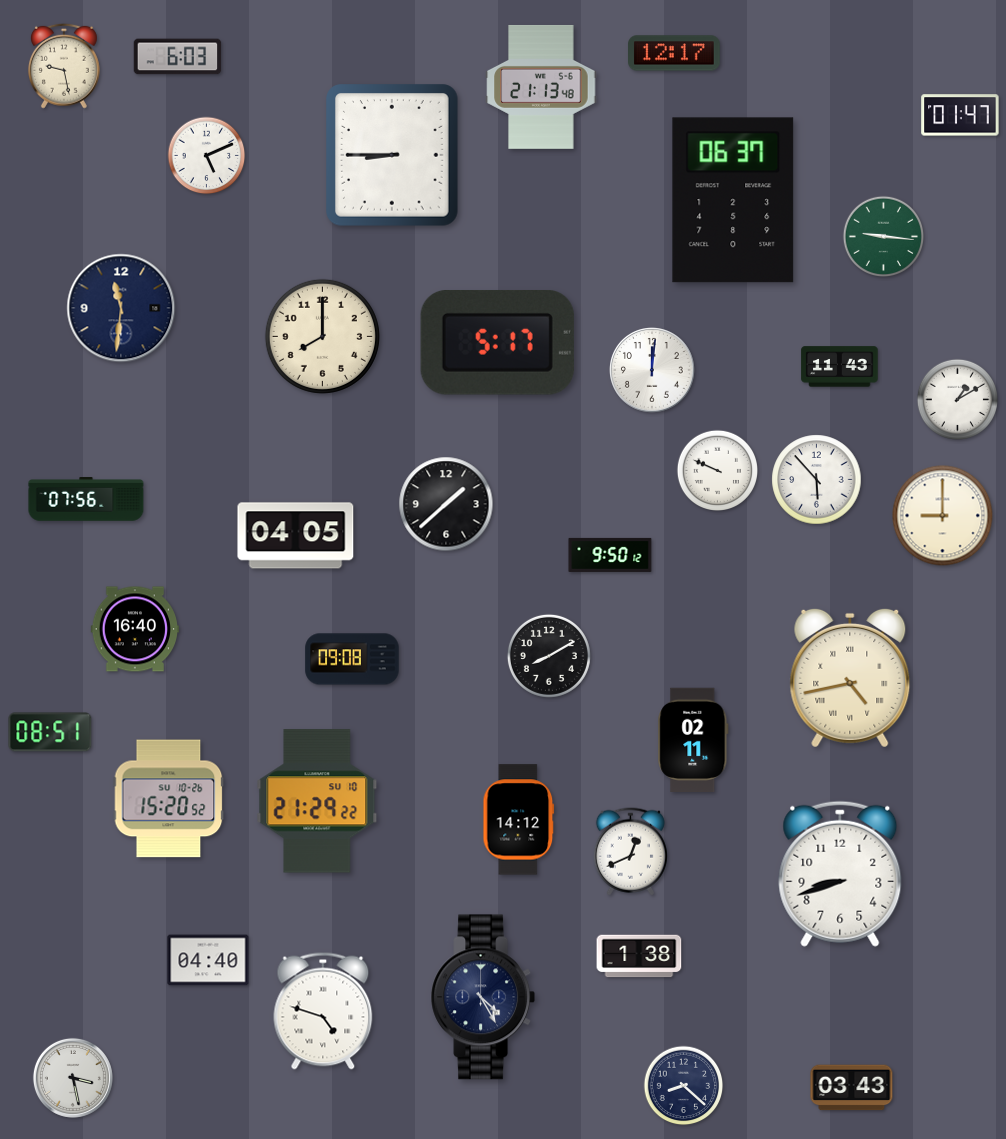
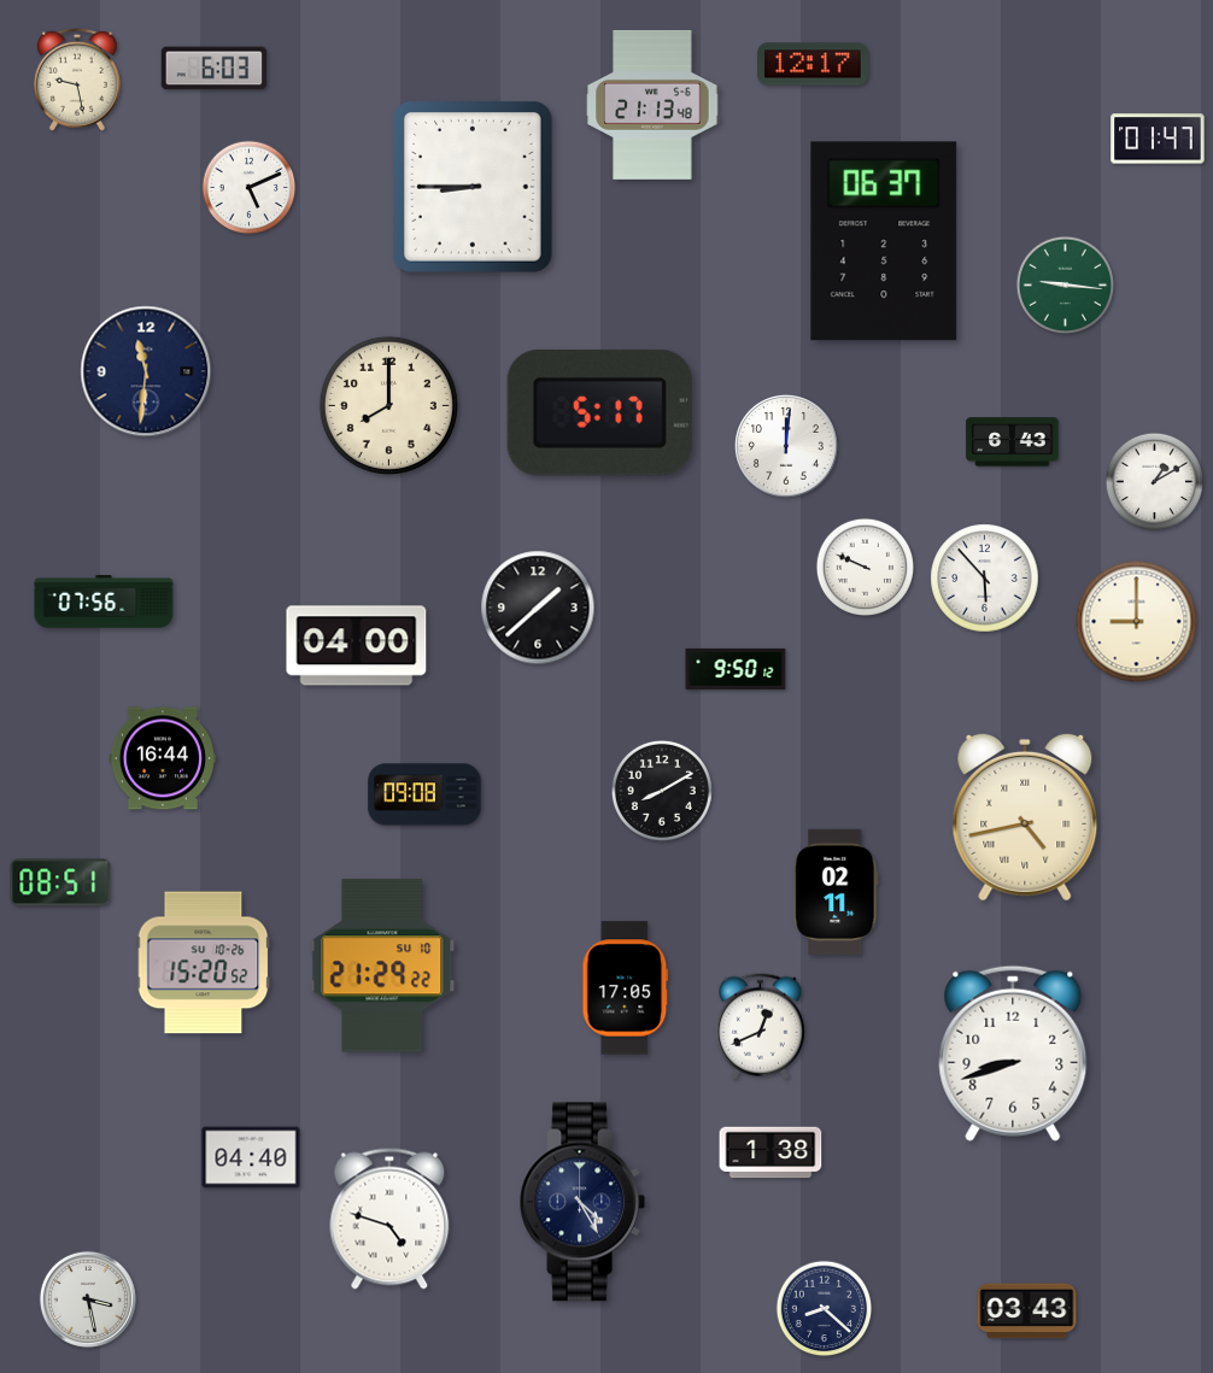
clock at (840, 367): 11:43 -> 6:43
clock at (296, 536): 04:05 -> 04:00
clock at (134, 629): 16:40 -> 16:44
clock at (519, 820): 14:12 -> 17:05
